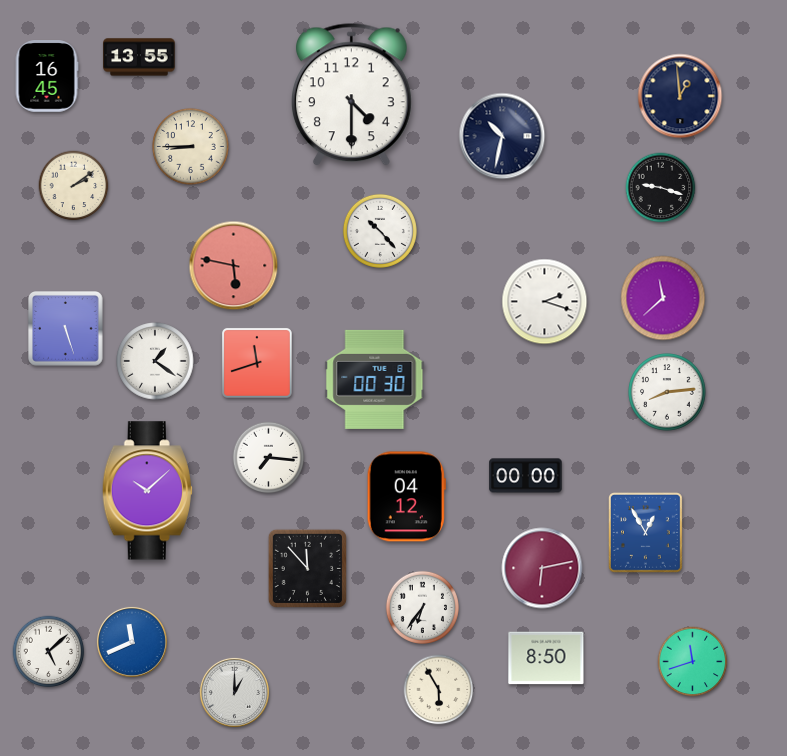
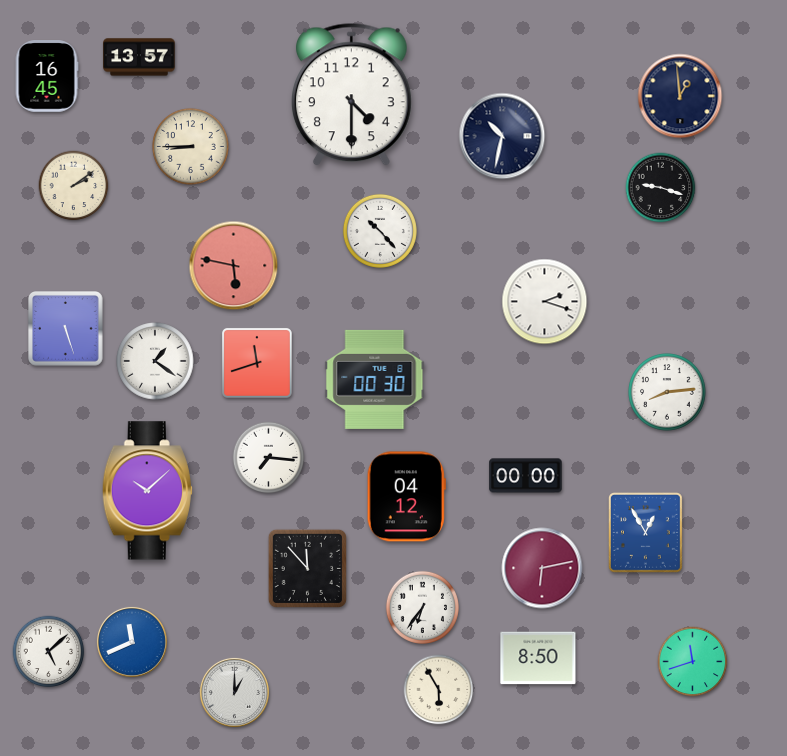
clock at (139, 57): 13:55 -> 13:57
clock at (663, 298): 11:38 -> none
clock at (546, 658) position: (546, 658) -> (538, 658)
